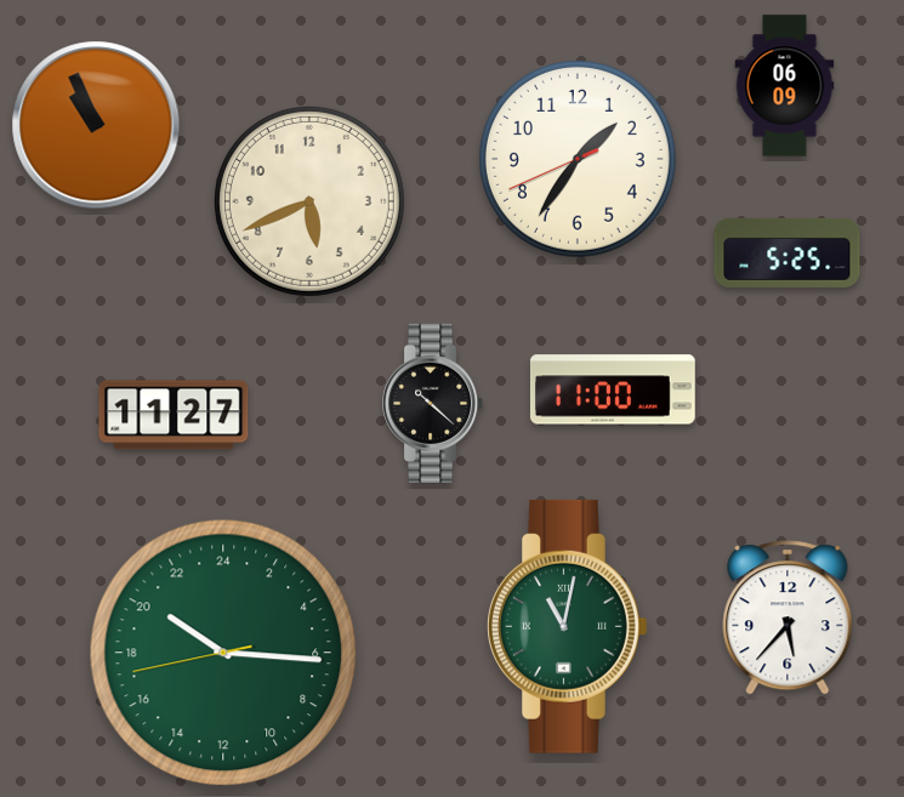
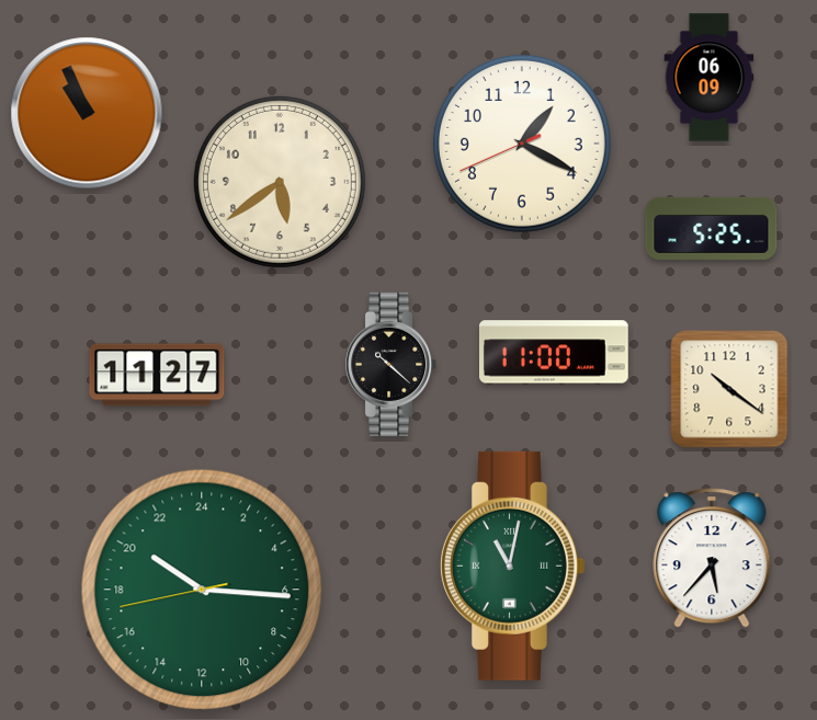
clock at (578, 159): 1:35 -> 1:19
clock at (309, 201): 5:41 -> 5:39
clock at (729, 389): none -> 10:21
